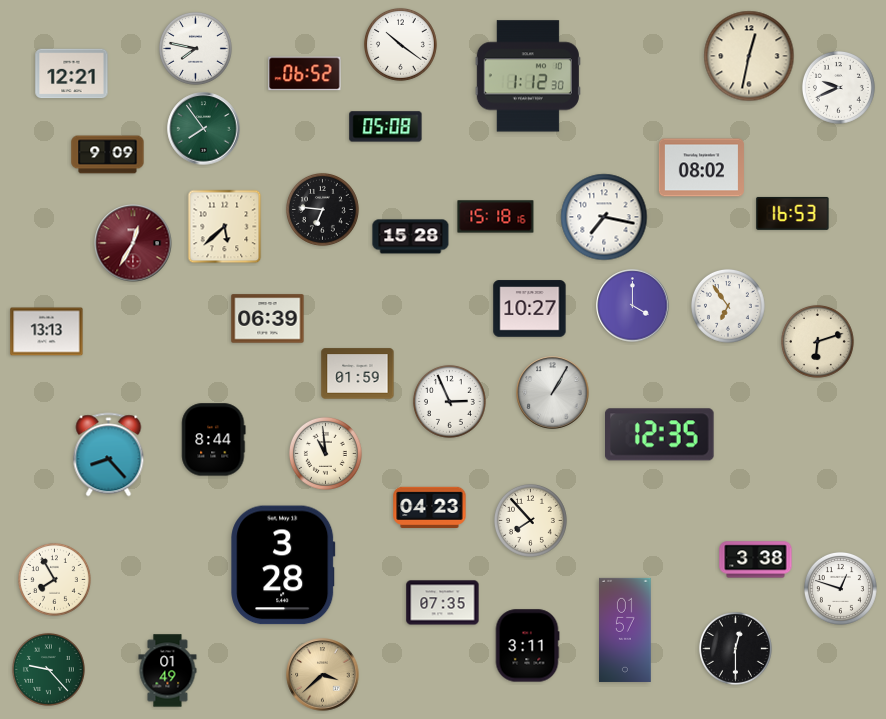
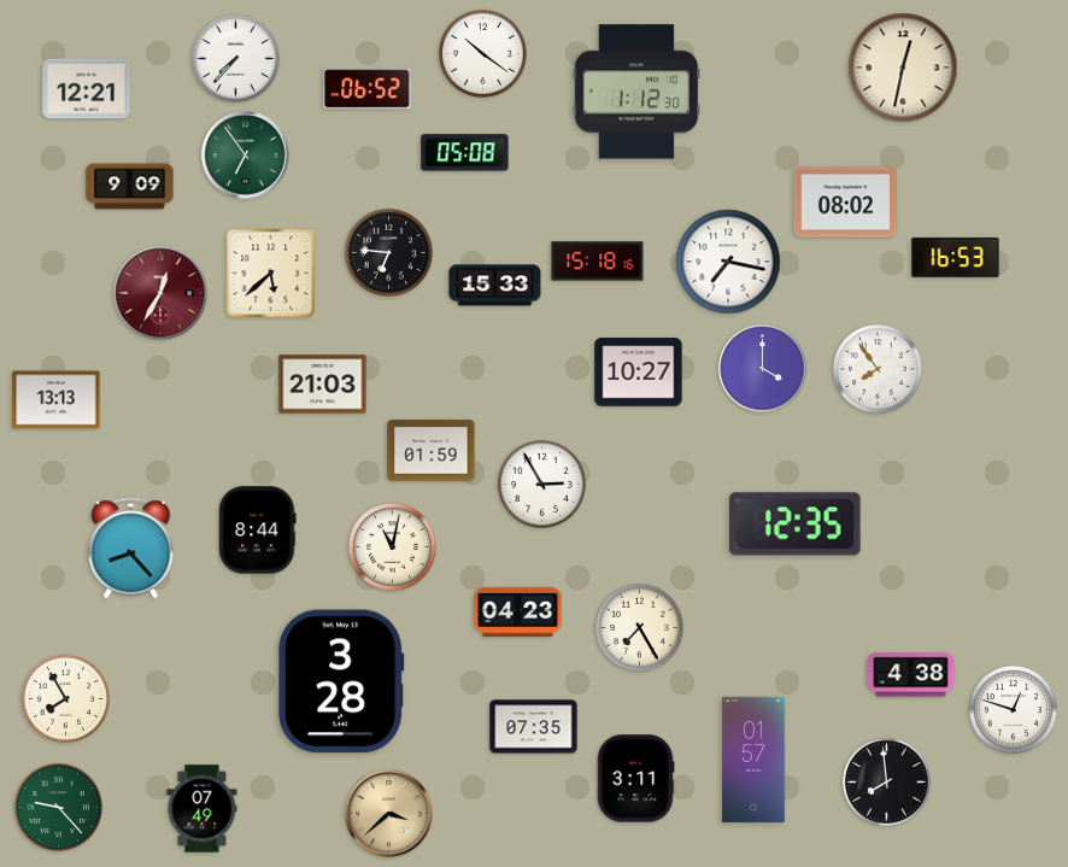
clock at (195, 48): 7:47 -> 7:37
clock at (838, 87): 9:41 -> none
clock at (204, 129): 7:54 -> 6:54
clock at (411, 237): 15:28 -> 15:33
clock at (728, 306): 6:54 -> 7:54
clock at (268, 319): 06:39 -> 21:03
clock at (817, 341): 6:12 -> none
clock at (553, 393): 1:05 -> none
clock at (449, 401): 2:56 -> 2:55
clock at (325, 453): 10:59 -> 11:02
clock at (530, 520): 7:53 -> 7:25
clock at (756, 560): 3:38 -> 4:38
clock at (735, 648): 12:30 -> 7:59
clock at (168, 671): 01:49 -> 07:49
